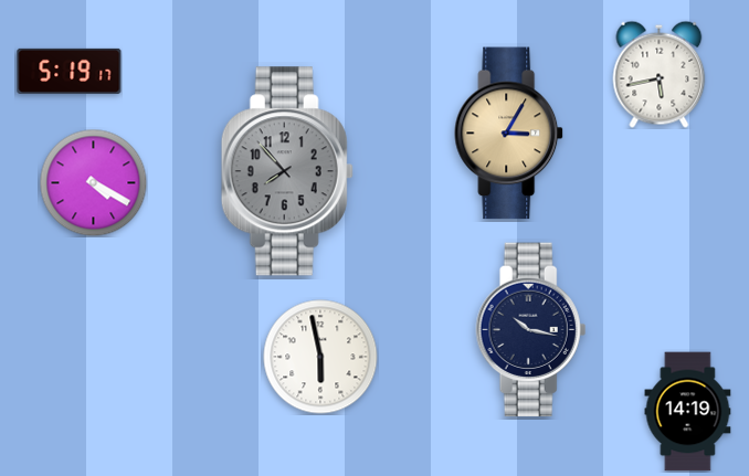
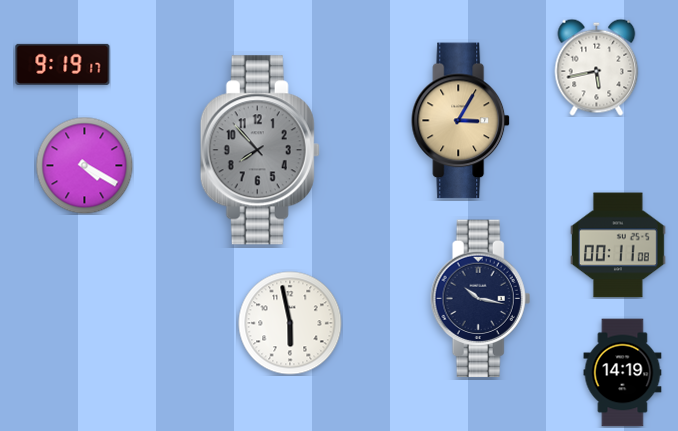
clock at (70, 71): 5:19 -> 9:19
clock at (287, 171) position: (287, 171) -> (260, 150)
clock at (619, 245): none -> 00:11
